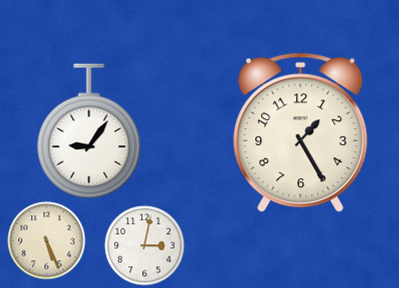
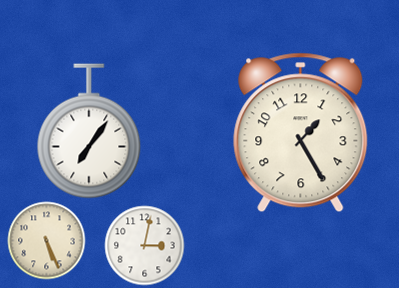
clock at (89, 131): 9:06 -> 7:06
